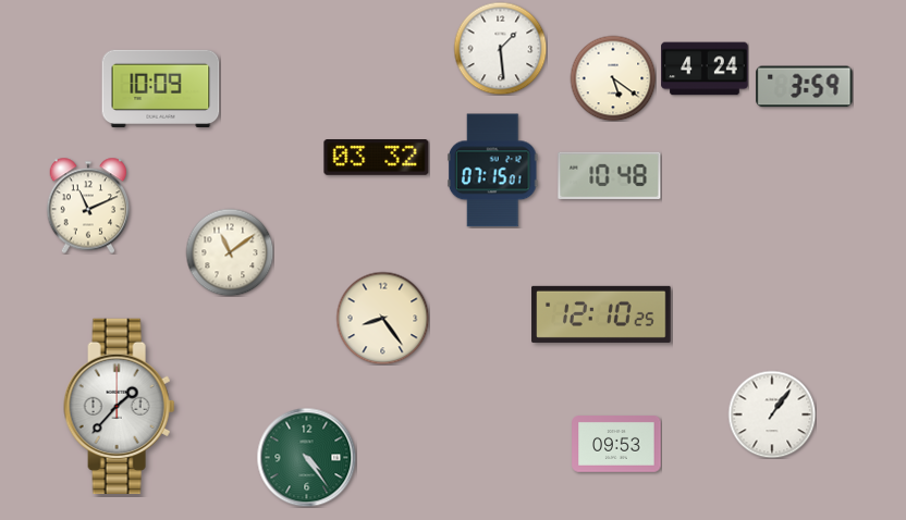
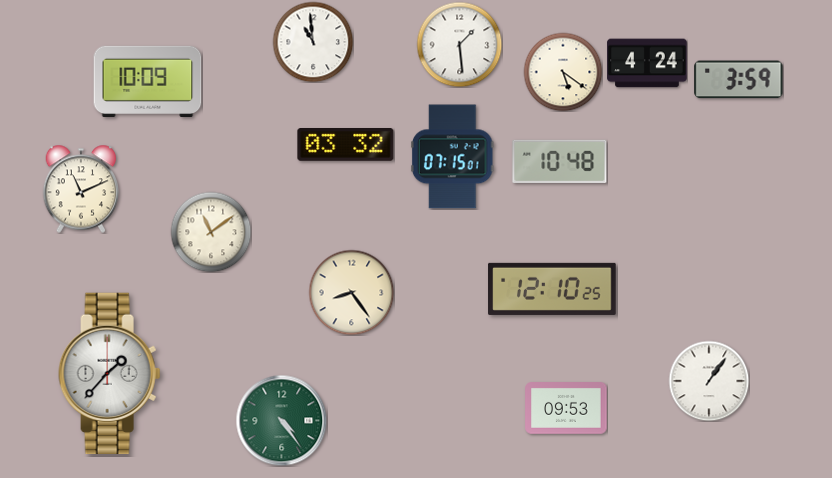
clock at (313, 42): none -> 10:59
